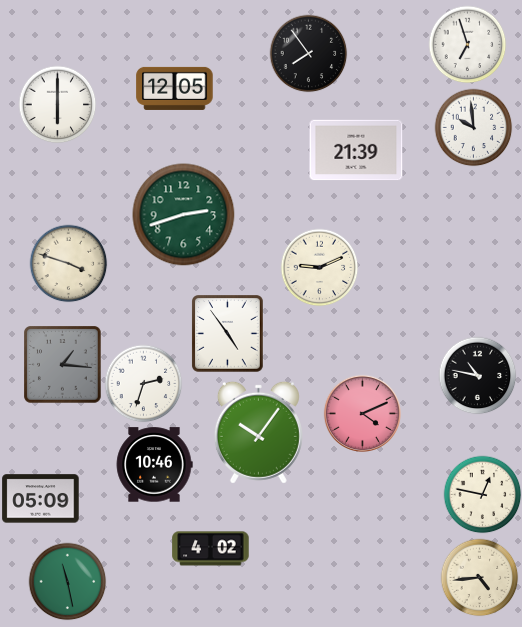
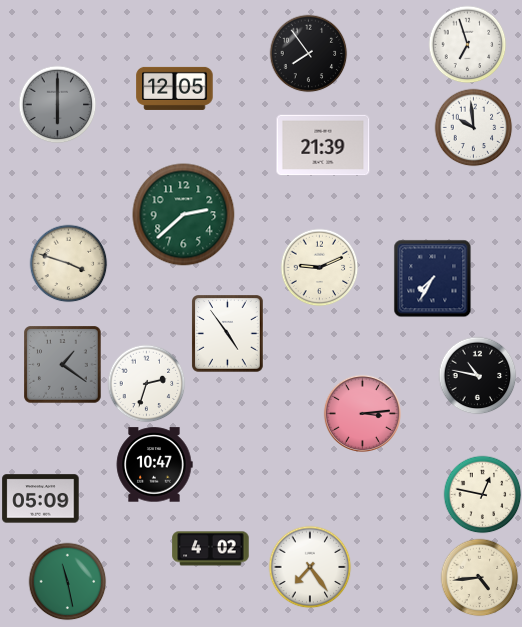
clock at (57, 104) dial: white -> grey
clock at (356, 150) position: (356, 150) -> (323, 145)
clock at (184, 215): 2:42 -> 2:38
clock at (432, 278): none -> 7:35
clock at (63, 365): 1:16 -> 1:21
clock at (143, 383) position: (143, 383) -> (146, 383)
clock at (362, 413): 4:11 -> 3:14
clock at (258, 432): 10:06 -> none
clock at (154, 465): 10:46 -> 10:47
clock at (310, 567): none -> 7:24
